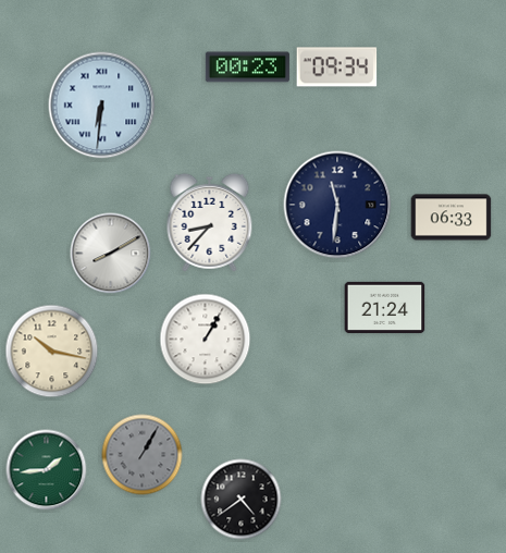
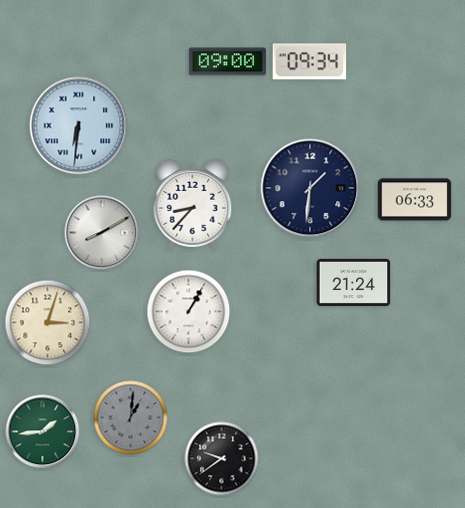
clock at (247, 67): 00:23 -> 09:00
clock at (102, 106) position: (102, 106) -> (79, 126)
clock at (337, 205): 11:31 -> 1:31
clock at (52, 352): 10:17 -> 3:03
clock at (143, 455): 1:05 -> 1:01
clock at (242, 500): 4:39 -> 9:39
